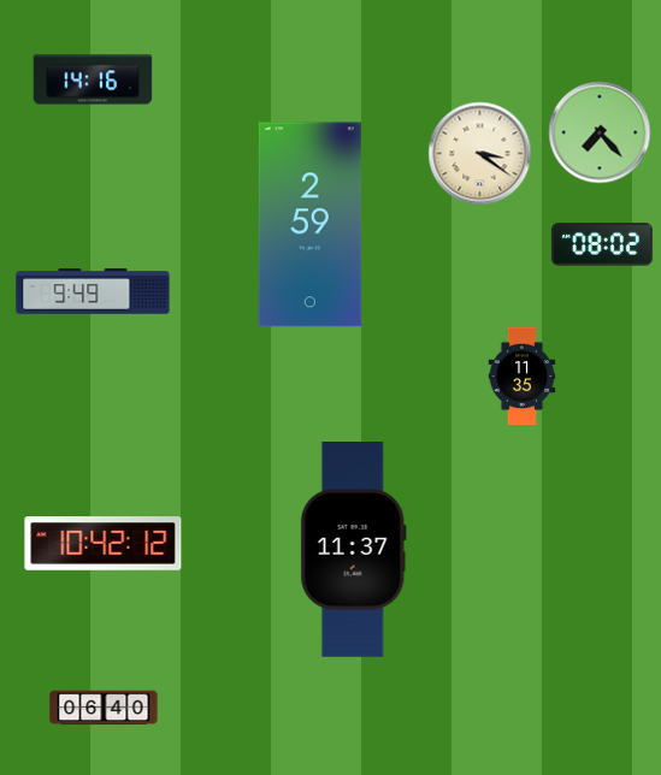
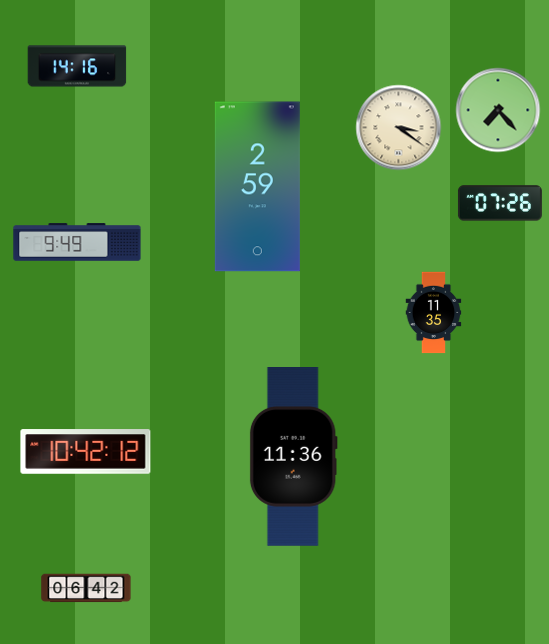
clock at (602, 244): 08:02 -> 07:26
clock at (353, 550): 11:37 -> 11:36
clock at (104, 708): 06:40 -> 06:42
